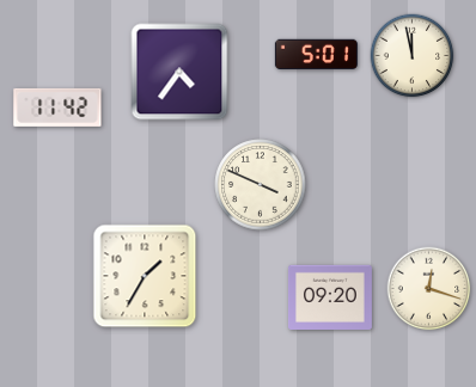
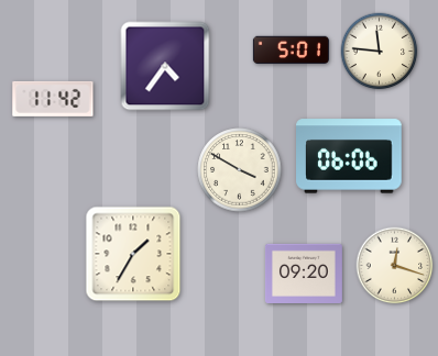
clock at (413, 56): 11:58 -> 11:46
clock at (350, 156): none -> 06:06
clock at (261, 185): 3:49 -> 3:50
